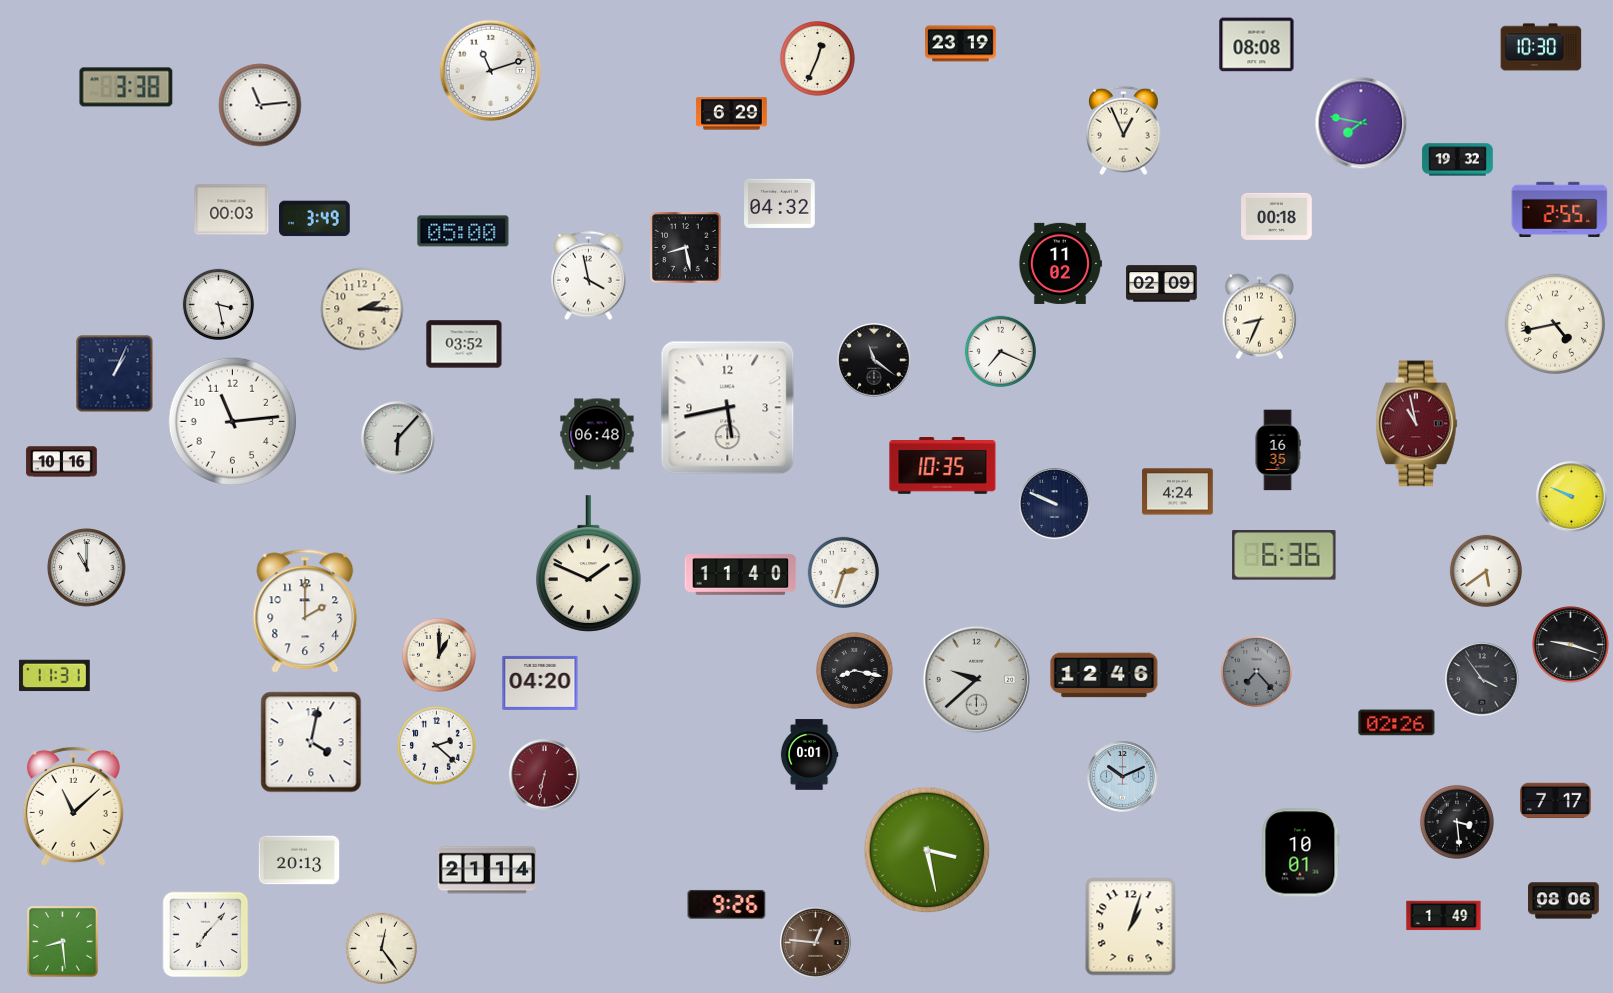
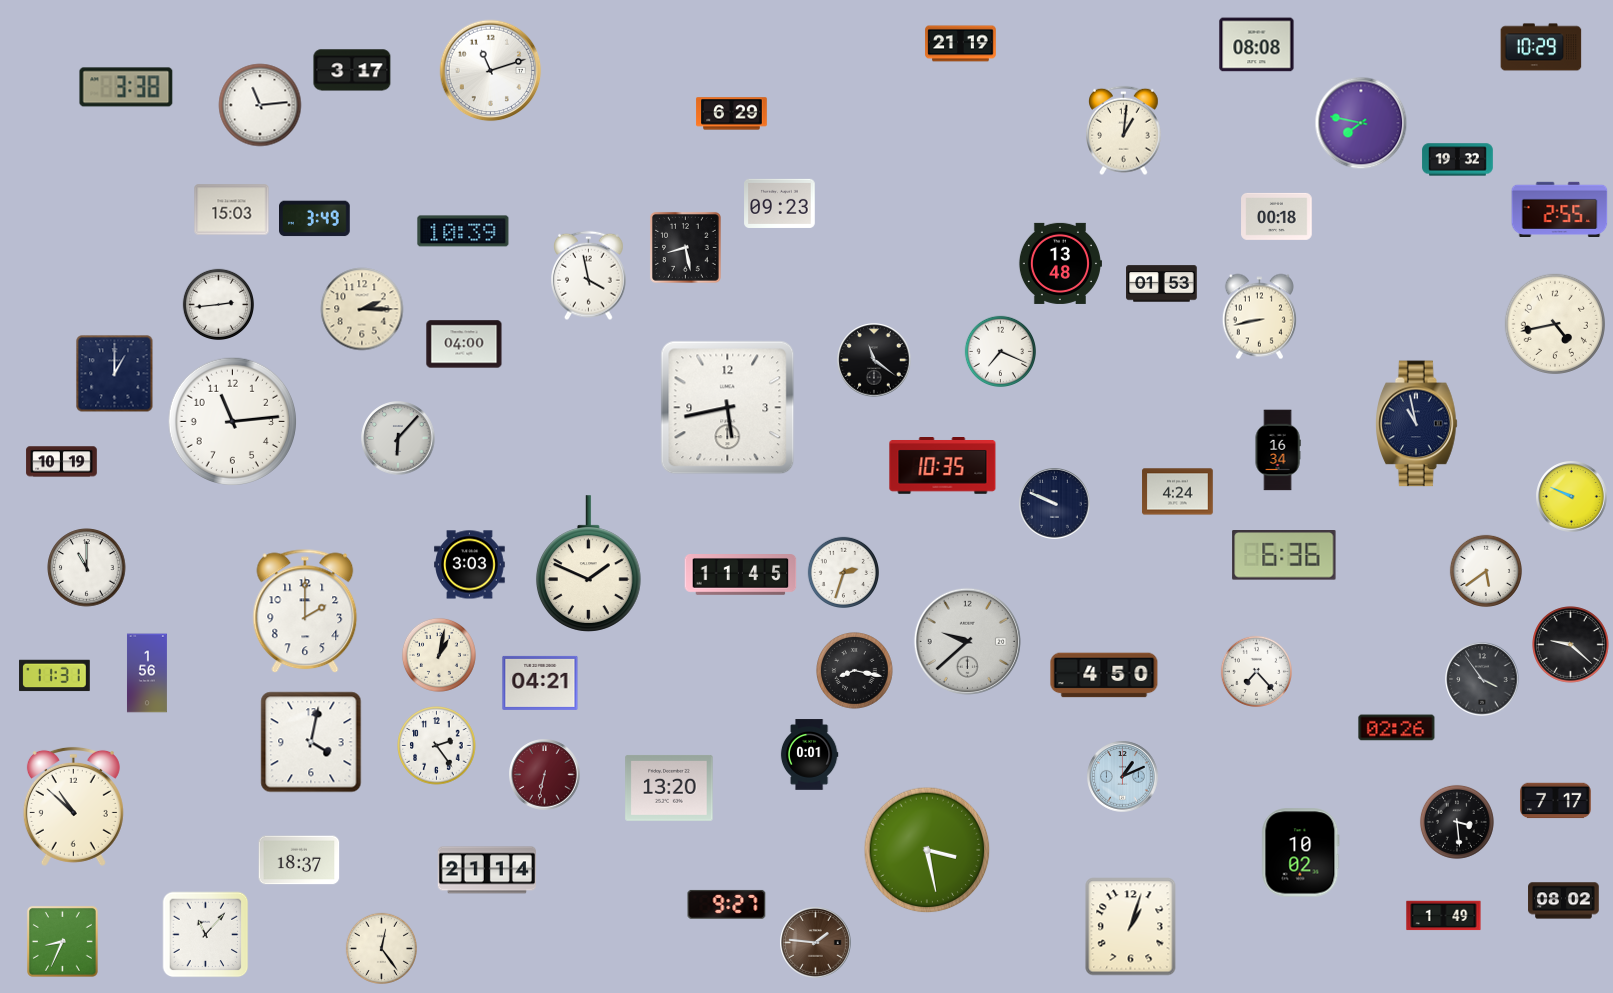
clock at (961, 44): 23:19 -> 21:19
clock at (1541, 47): 10:30 -> 10:29
clock at (817, 58): 12:34 -> none
clock at (352, 70): none -> 3:17
clock at (1124, 131): 12:56 -> 1:01
clock at (780, 203): 04:32 -> 09:23
clock at (232, 210): 00:03 -> 15:03
clock at (463, 231): 05:00 -> 10:39
clock at (1060, 263): 11:02 -> 13:48
clock at (1162, 284): 02:09 -> 01:53
clock at (218, 304): 3:28 -> 2:44
clock at (1259, 317): 8:34 -> 8:43
clock at (464, 344): 03:52 -> 04:00
clock at (115, 374): 1:04 -> 1:00
clock at (1417, 424) dial: burgundy -> navy
clock at (597, 434): 06:48 -> none
clock at (1278, 450): 16:35 -> 16:34
clock at (62, 462): 10:16 -> 10:19
clock at (470, 565): none -> 3:03
clock at (741, 575): 11:40 -> 11:45
clock at (1571, 645): 9:18 -> 9:22
clock at (439, 655): 1:00 -> 1:02
clock at (1256, 671) dial: grey -> white
clock at (147, 673): none -> 1:56
clock at (1104, 675): 12:46 -> 4:50
clock at (976, 679) position: (976, 679) -> (967, 641)
clock at (540, 683): 04:20 -> 04:21
clock at (1397, 723) position: (1397, 723) -> (1397, 728)
clock at (437, 746): 2:22 -> 2:24
clock at (1123, 777): 10:11 -> 1:11
clock at (669, 788): none -> 13:20
clock at (73, 806): 11:08 -> 10:52
clock at (1301, 853): 10:01 -> 10:02
clock at (299, 860): 20:13 -> 18:37
clock at (1564, 901): 08:06 -> 08:02
clock at (727, 904): 9:26 -> 9:27
clock at (206, 935): 7:07 -> 11:07
clock at (62, 941): 8:29 -> 8:34
clock at (816, 943): 12:46 -> 1:46
